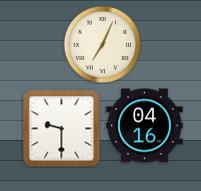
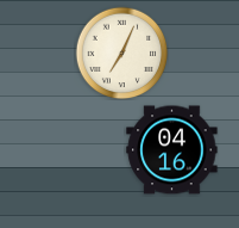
clock at (61, 128): 9:30 -> none
